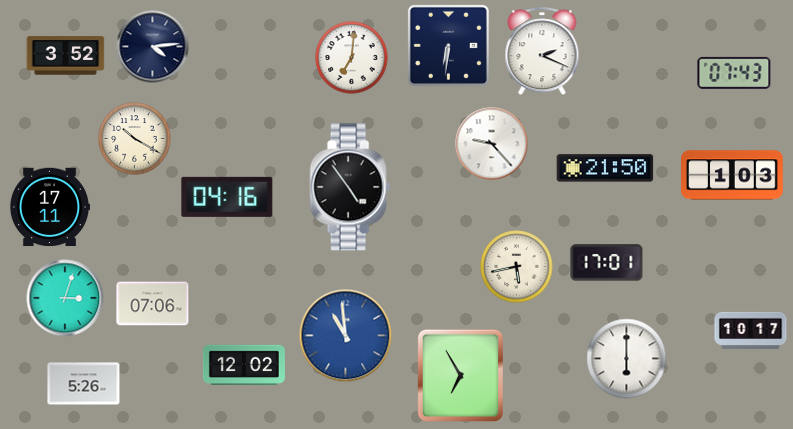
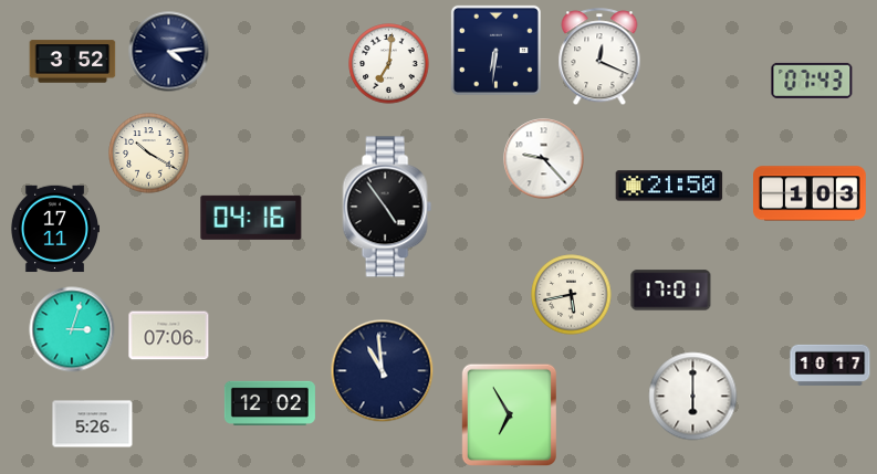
clock at (542, 52): 2:19 -> 12:19
clock at (346, 336) dial: blue -> navy
